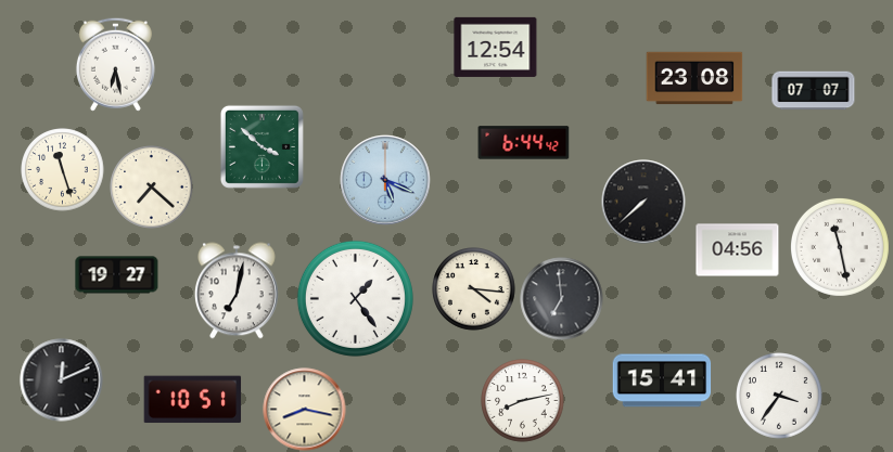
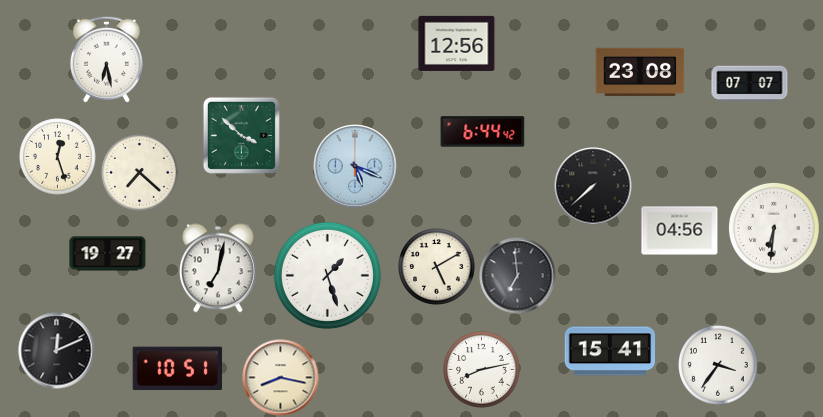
clock at (496, 47): 12:54 -> 12:56
clock at (63, 170): 11:27 -> 12:27
clock at (840, 247): 11:28 -> 6:31
clock at (474, 289): 4:16 -> 5:10
clock at (355, 298): 1:24 -> 1:27
